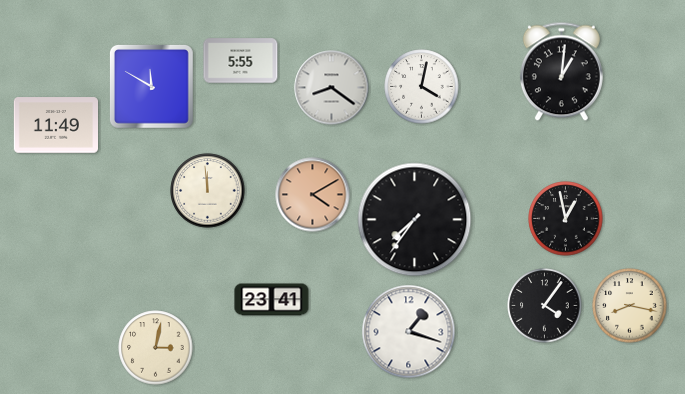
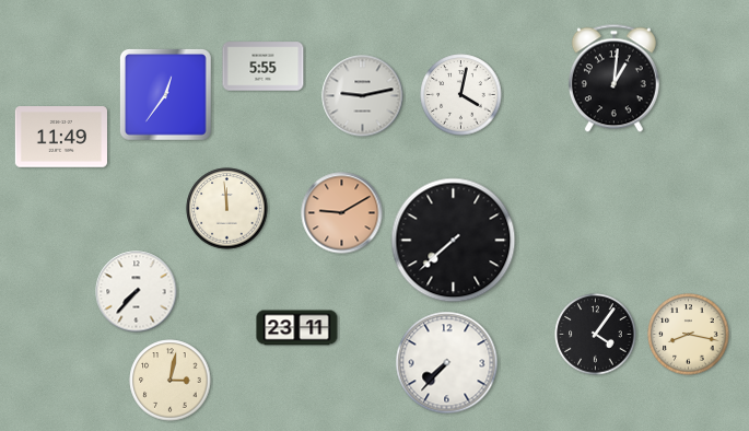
clock at (152, 87): 11:50 -> 12:36
clock at (332, 88): 8:21 -> 9:13
clock at (313, 195): 4:10 -> 9:10
clock at (566, 219): 12:58 -> none
clock at (415, 220): 7:36 -> 7:38
clock at (137, 292): none -> 7:37
clock at (272, 300): 23:41 -> 23:11
clock at (409, 332): 1:18 -> 7:37
